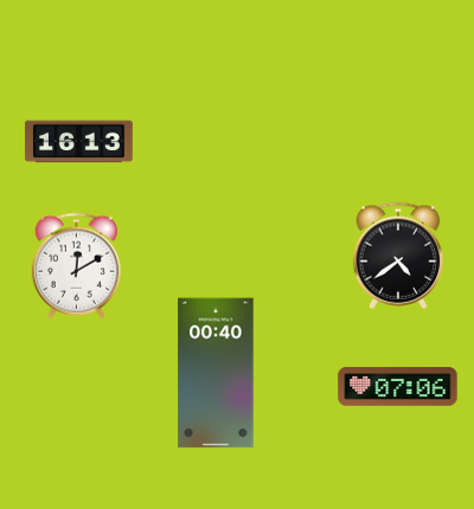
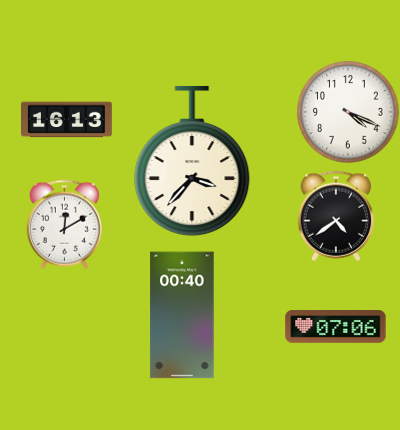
clock at (349, 113): none -> 4:19
clock at (192, 161): none -> 3:37
